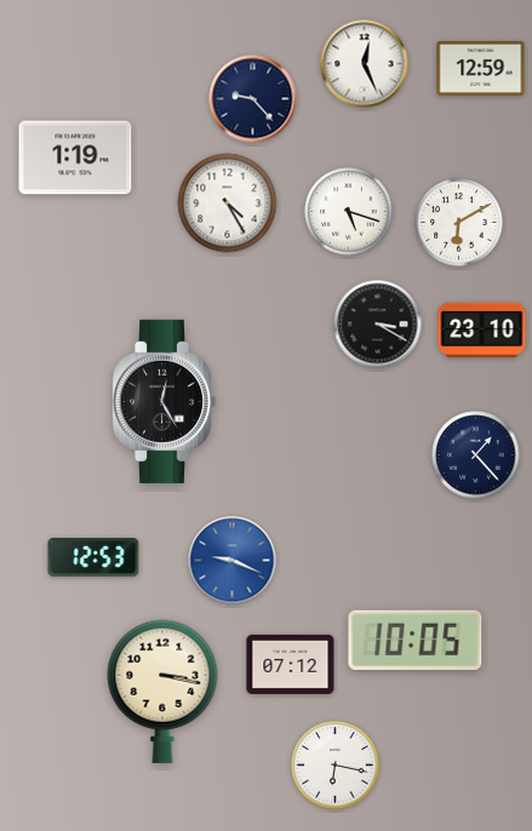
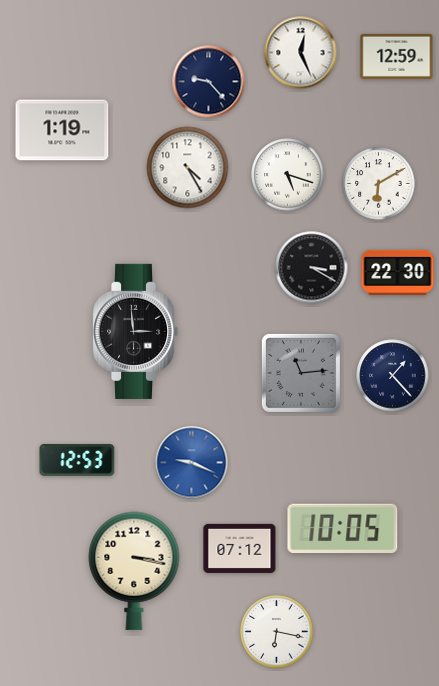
clock at (482, 329): 23:10 -> 22:30
clock at (164, 401): 12:25 -> 2:59
clock at (301, 373): none -> 11:14
